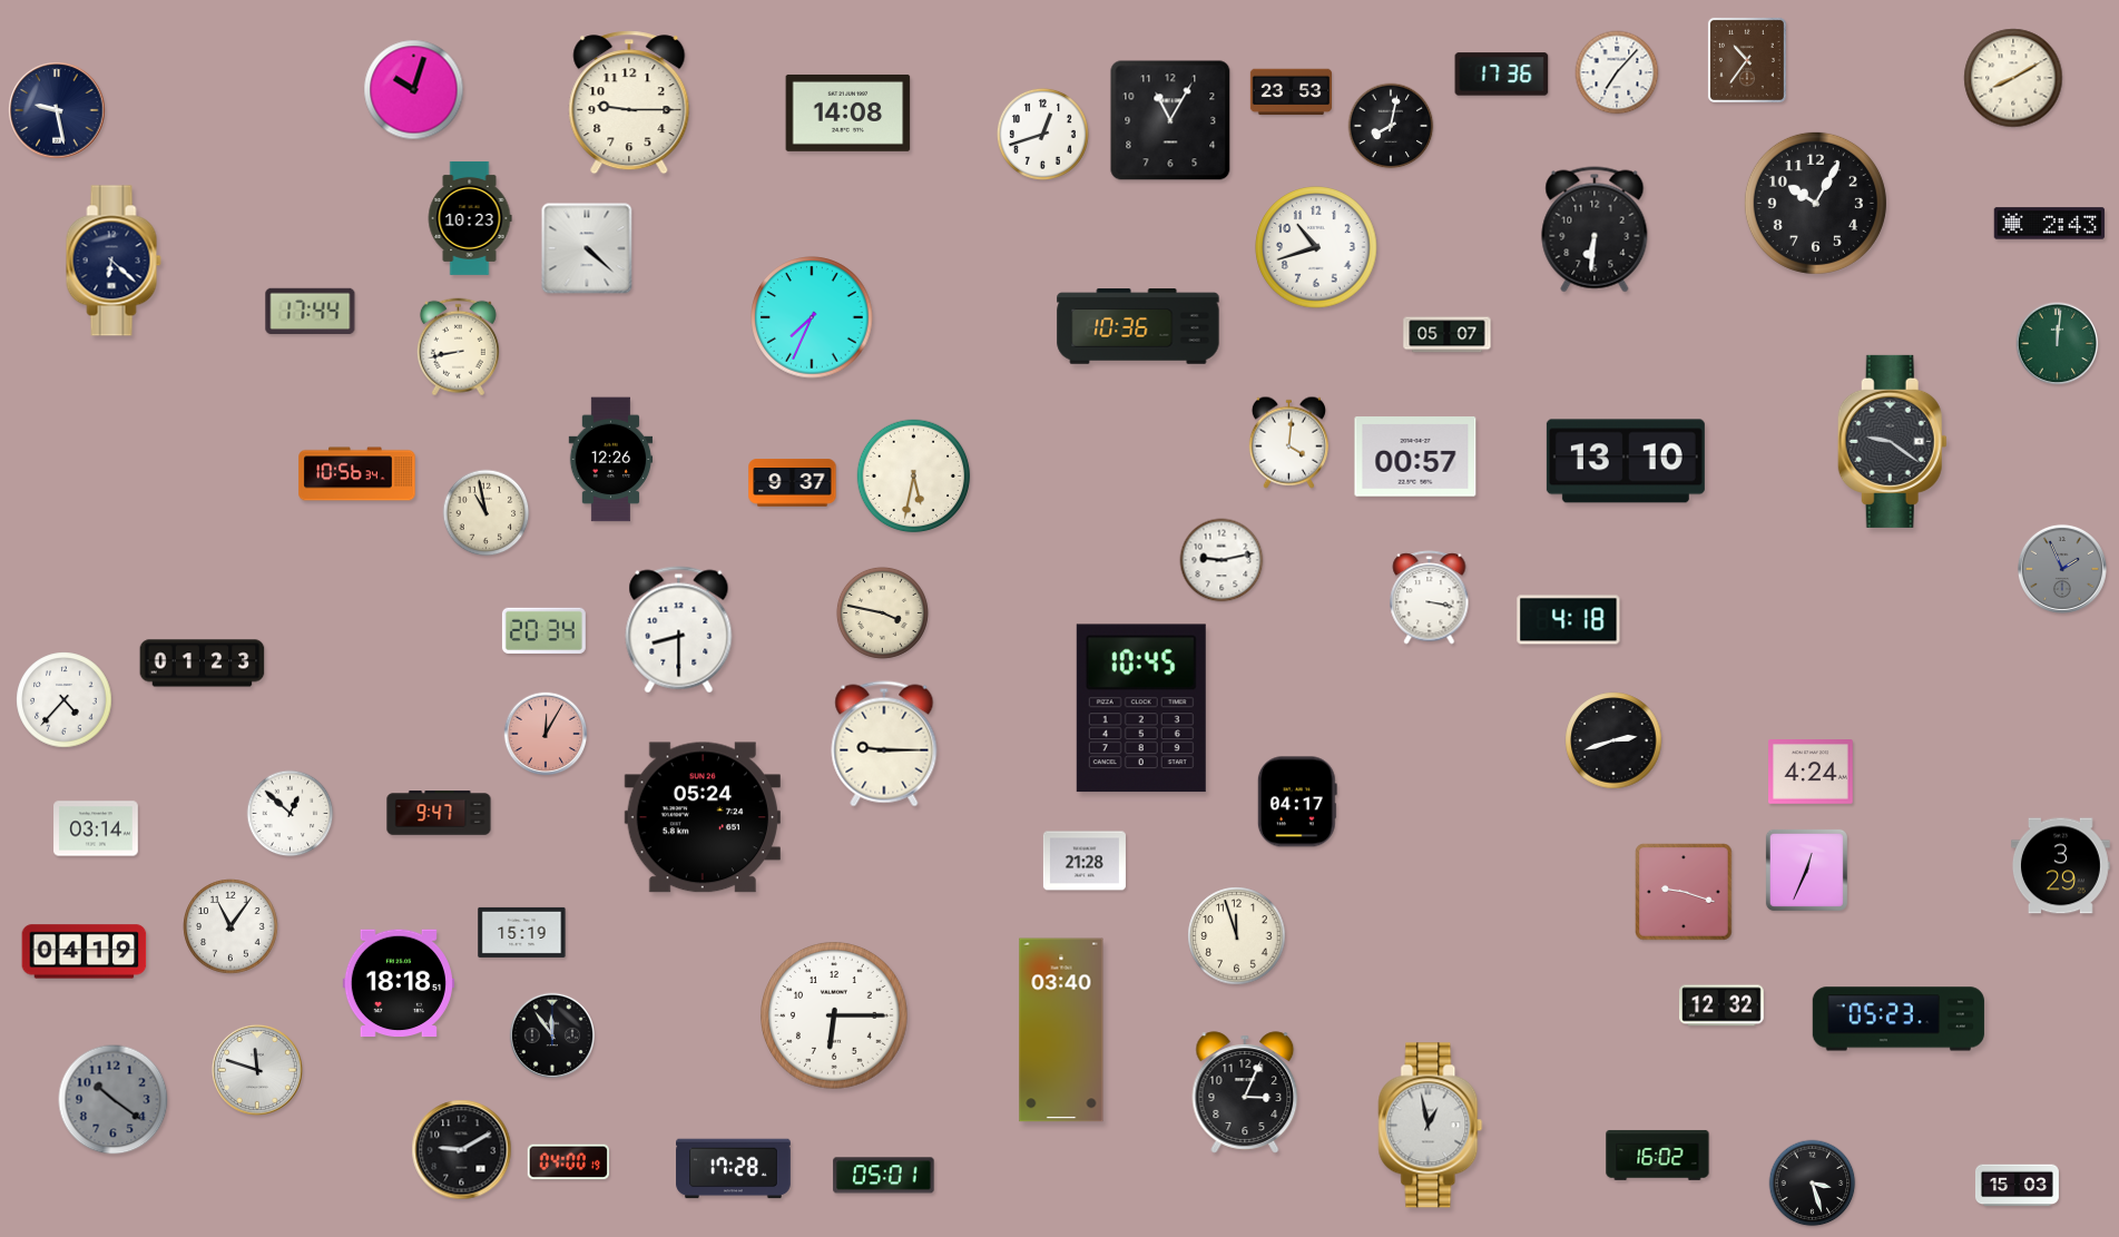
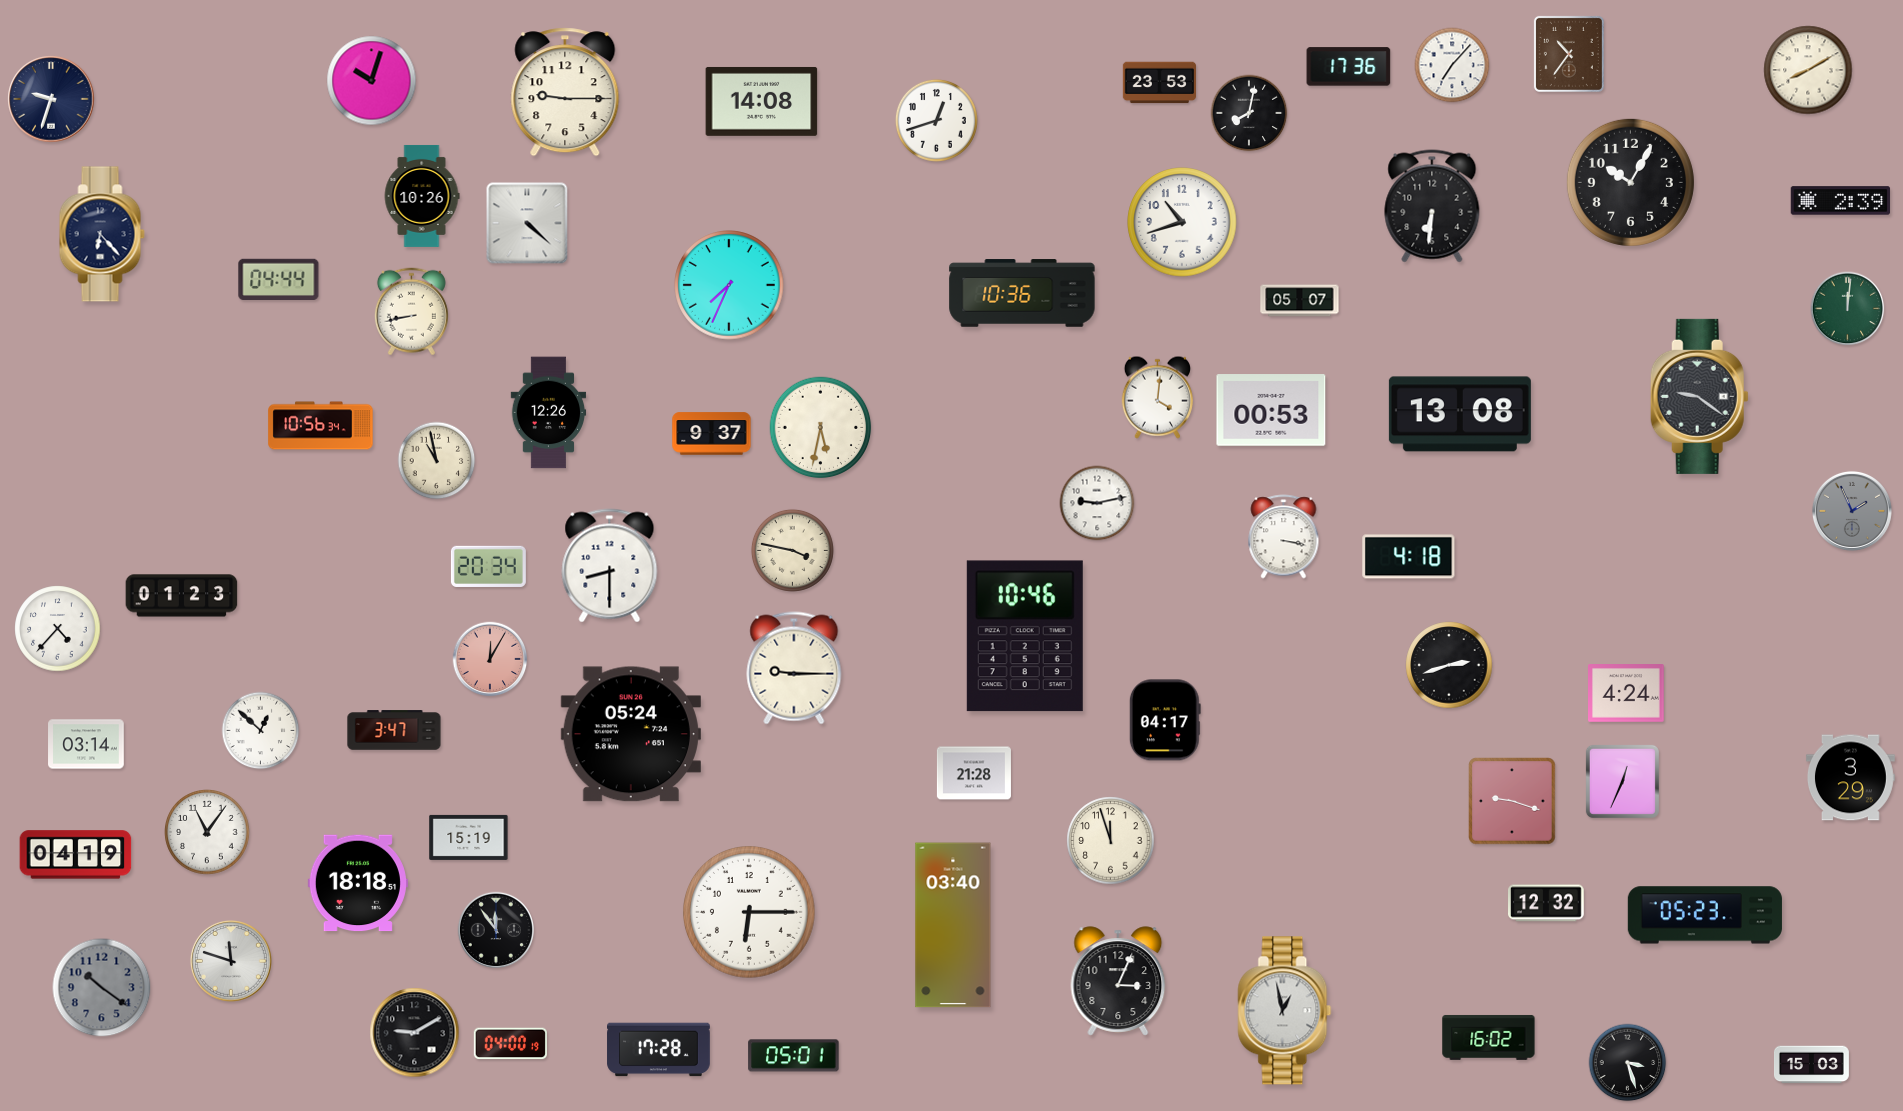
clock at (57, 110): 9:28 -> 9:33
clock at (1170, 120): 11:05 -> none
clock at (470, 218): 10:23 -> 10:26
clock at (2050, 224): 2:43 -> 2:39
clock at (114, 261): 6:22 -> 6:23
clock at (311, 311): 17:44 -> 04:44
clock at (1415, 456): 00:57 -> 00:53
clock at (1626, 461): 13:10 -> 13:08
clock at (1141, 708): 10:45 -> 10:46
clock at (439, 813): 9:47 -> 3:47
